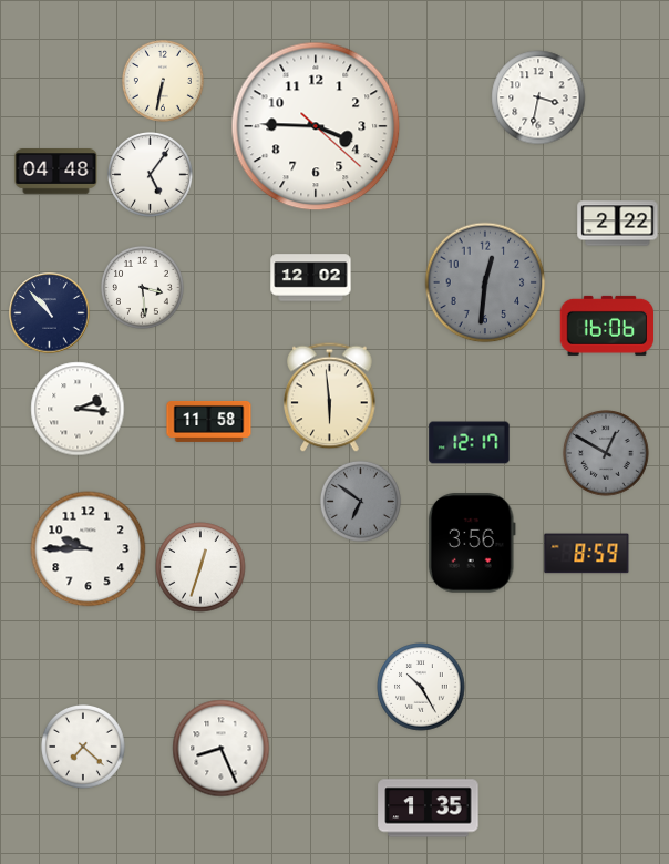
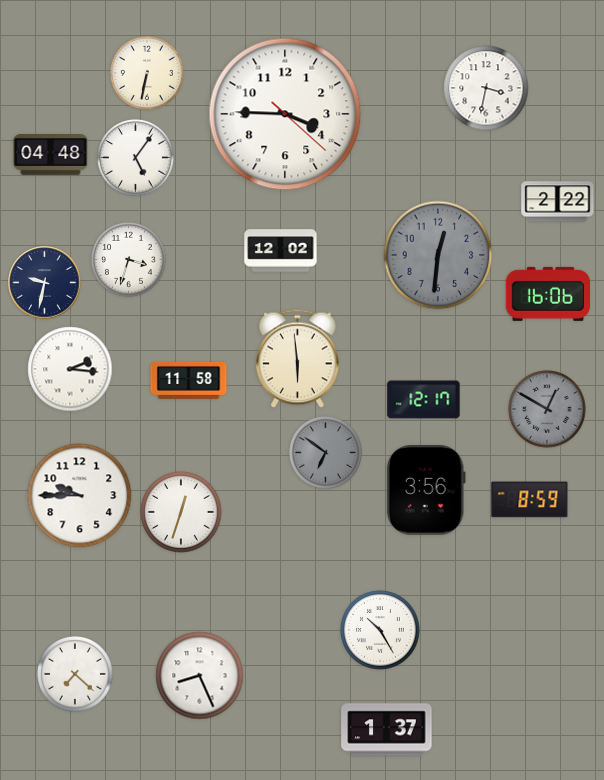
clock at (142, 287): 3:29 -> 3:33
clock at (50, 313): 10:53 -> 9:32
clock at (421, 687) position: (421, 687) -> (380, 630)
clock at (429, 809): 1:35 -> 1:37
